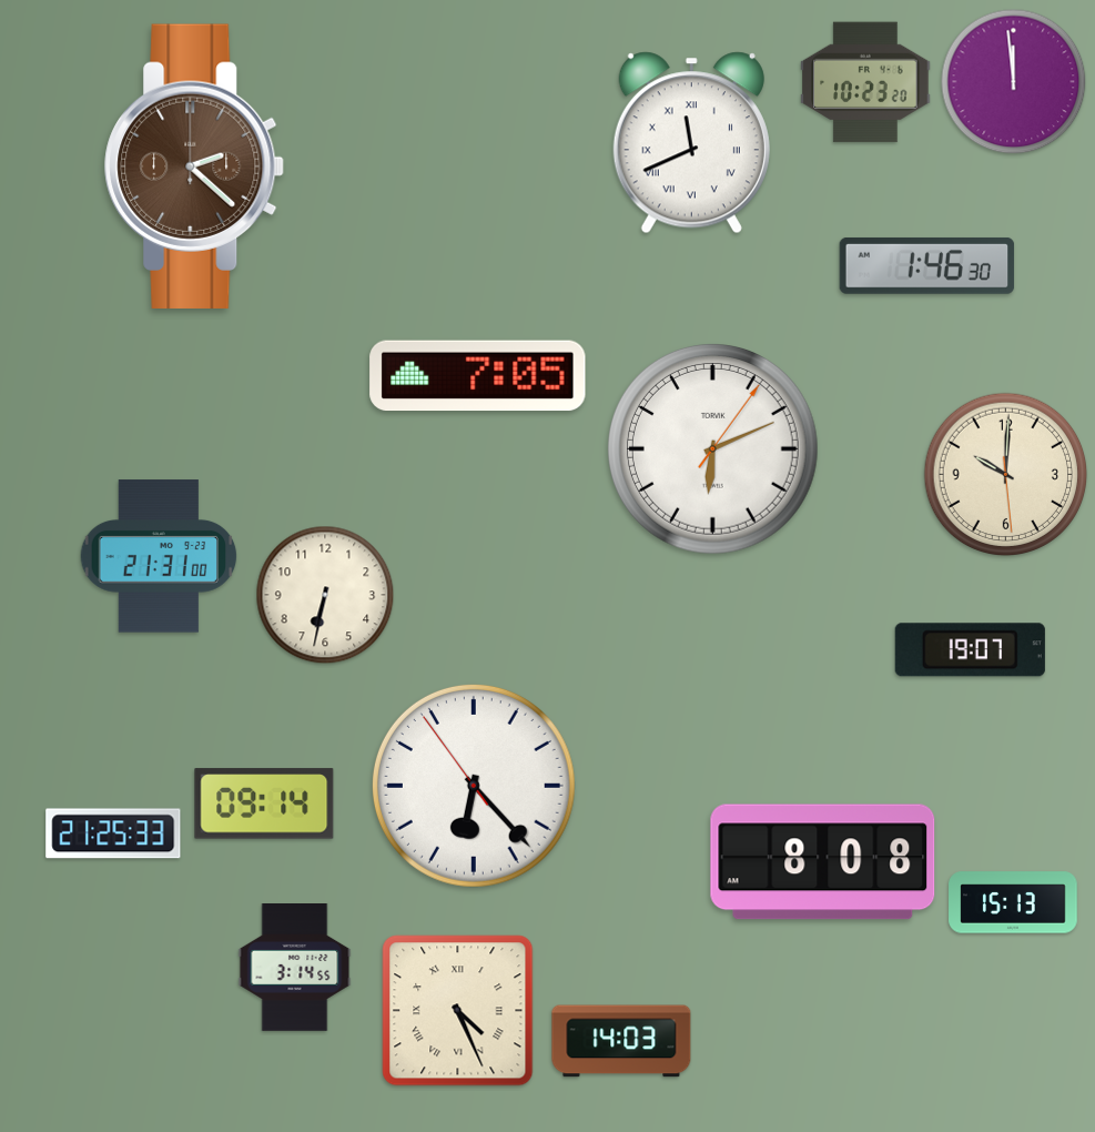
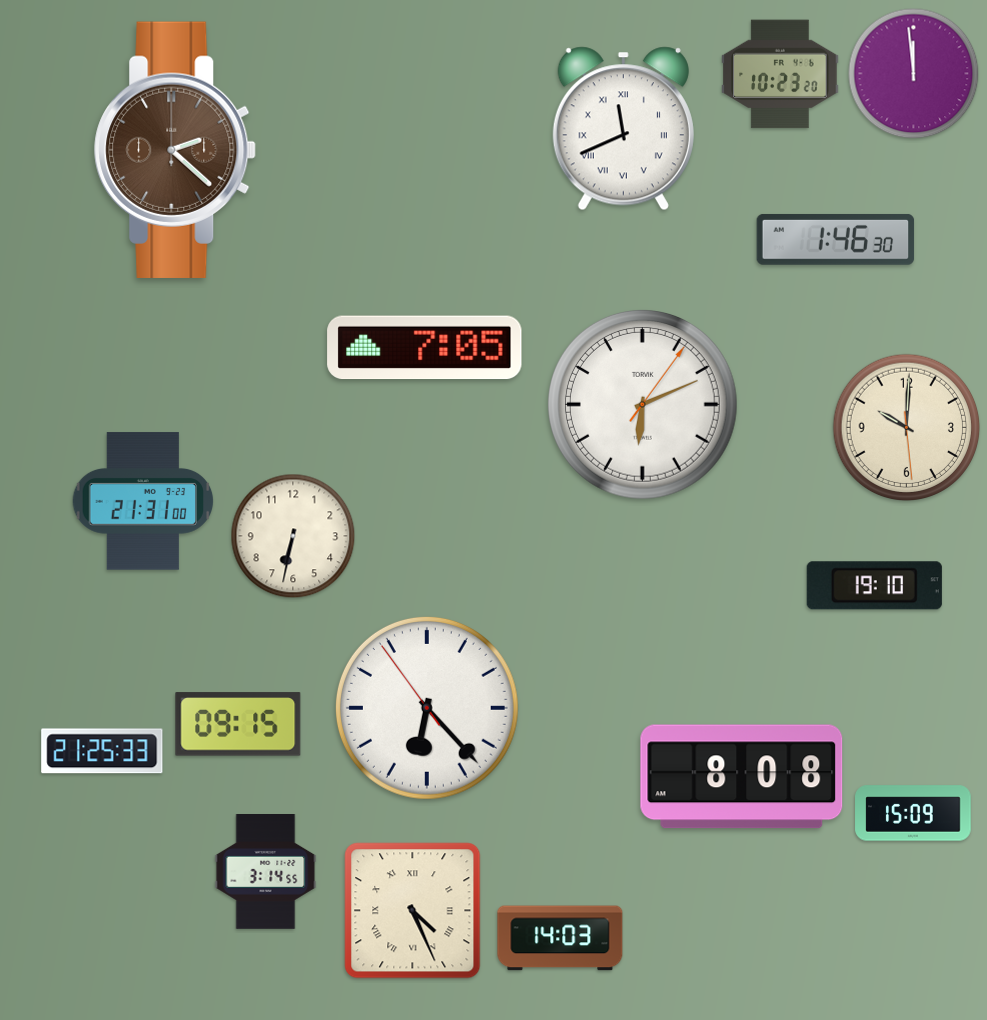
clock at (478, 376) position: (478, 376) -> (425, 348)
clock at (970, 650): 19:07 -> 19:10
clock at (264, 803): 09:14 -> 09:15
clock at (1013, 902): 15:13 -> 15:09
